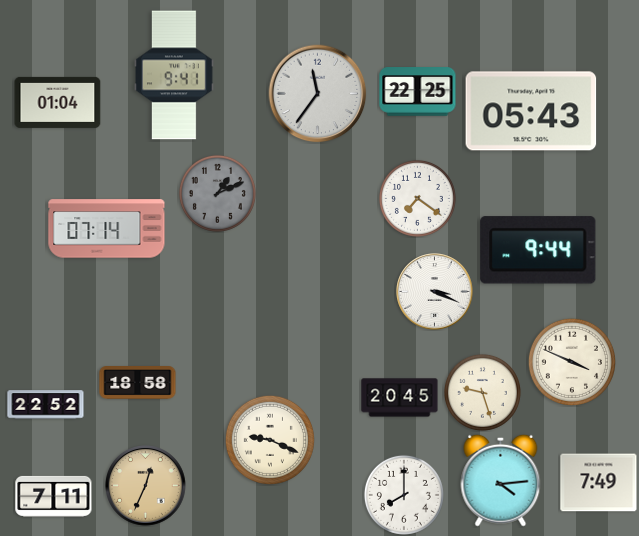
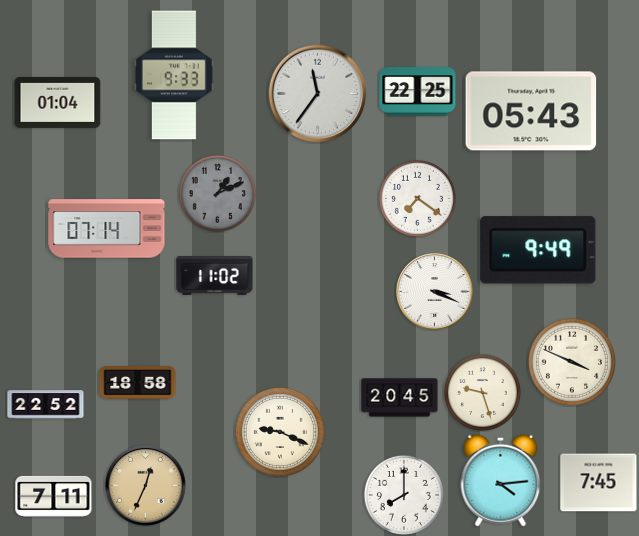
clock at (175, 75): 9:41 -> 9:33
clock at (538, 250): 9:44 -> 9:49
clock at (215, 276): none -> 11:02
clock at (270, 440) position: (270, 440) -> (280, 432)
clock at (599, 483): 7:49 -> 7:45
